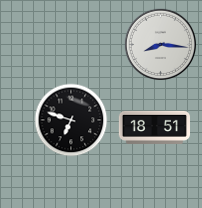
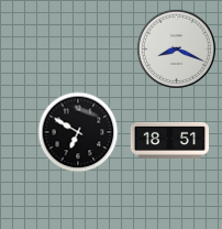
clock at (160, 44): 8:16 -> 8:19
clock at (71, 120): 6:48 -> 6:50
